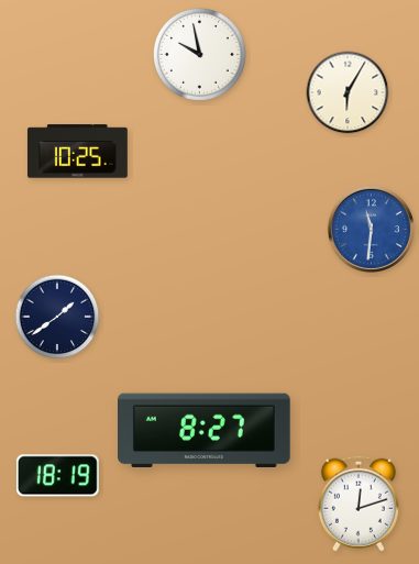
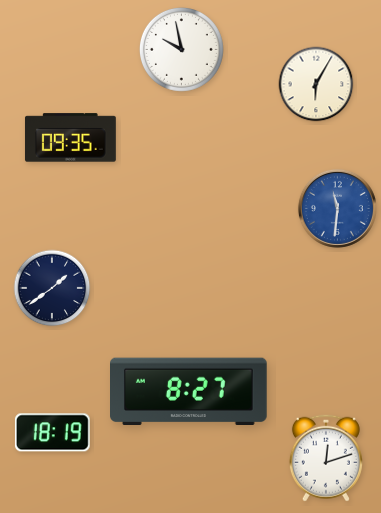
clock at (78, 152): 10:25 -> 09:35
clock at (205, 431) position: (205, 431) -> (189, 392)
